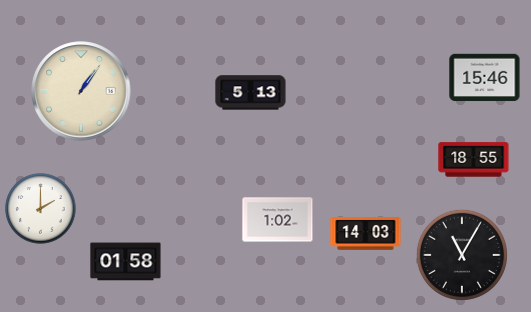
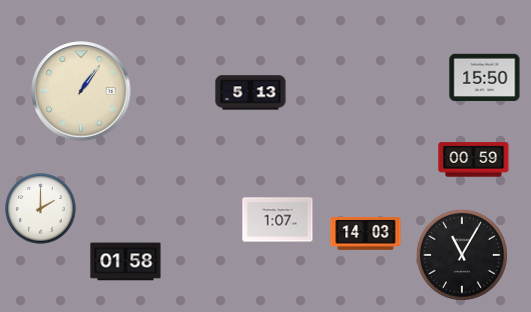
clock at (485, 78): 15:46 -> 15:50
clock at (474, 160): 18:55 -> 00:59
clock at (278, 220): 1:02 -> 1:07
